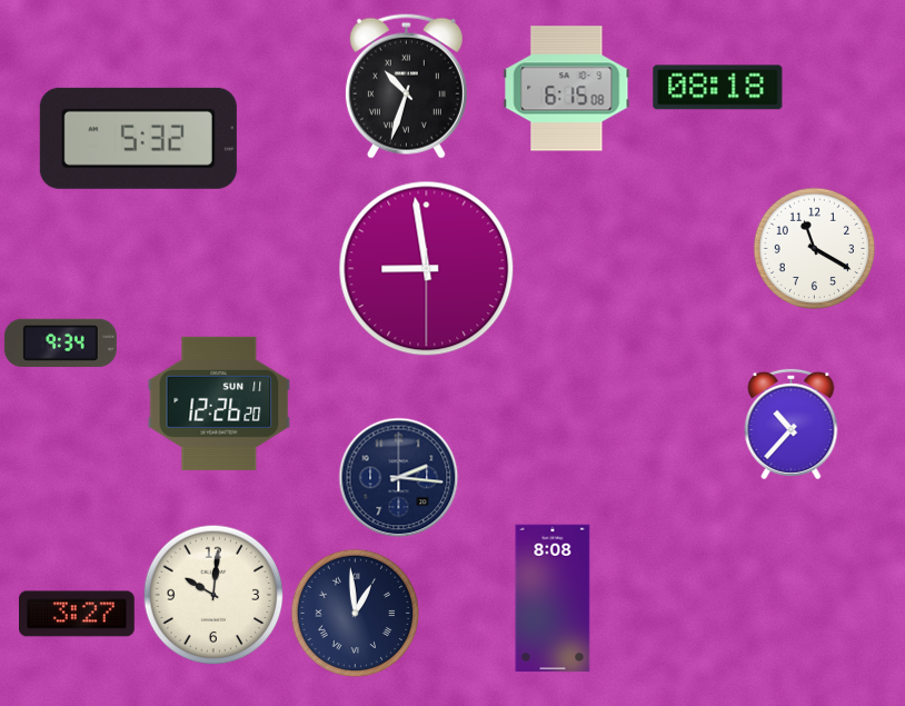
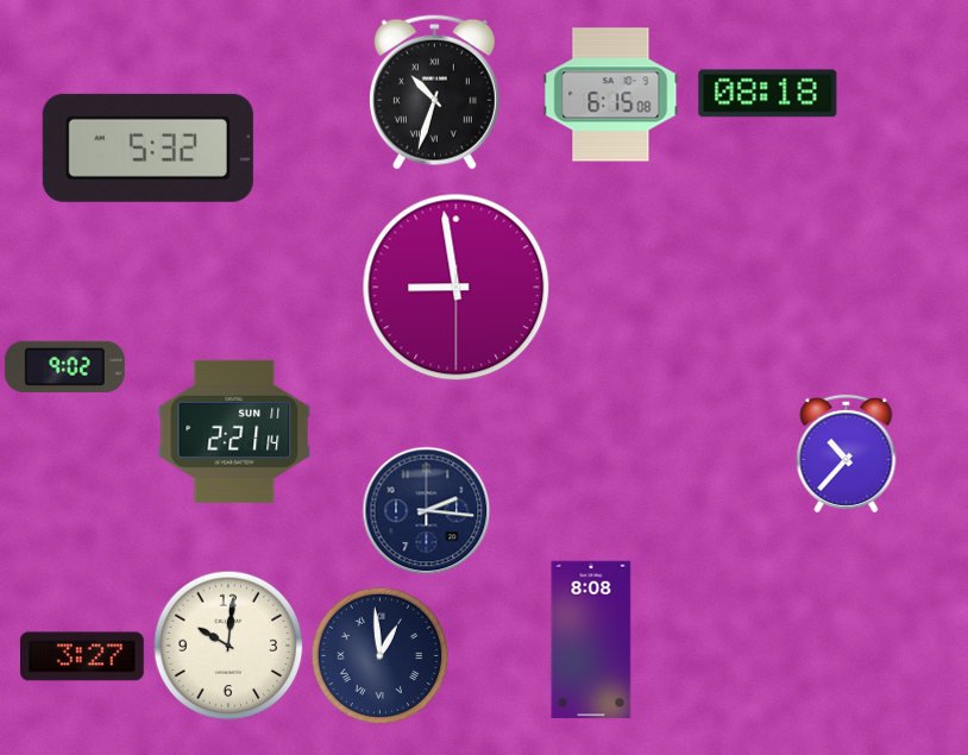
clock at (567, 89) position: (567, 89) -> (611, 95)
clock at (815, 249): 11:20 -> none
clock at (60, 342): 9:34 -> 9:02
clock at (219, 404): 12:26 -> 2:21
clock at (213, 595) position: (213, 595) -> (228, 646)
